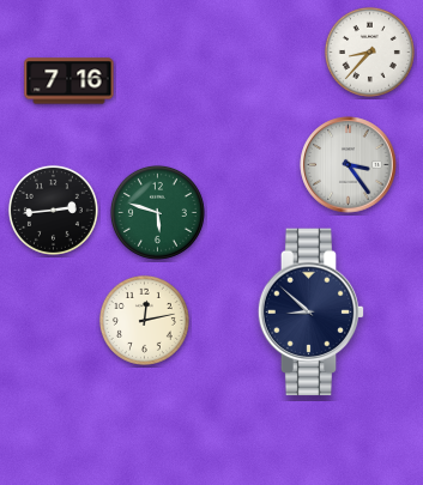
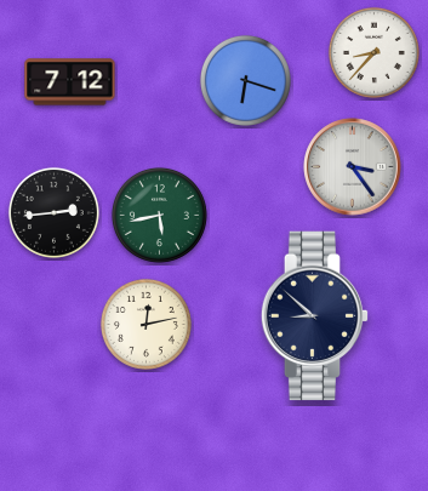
clock at (245, 80): none -> 6:18
clock at (70, 81): 7:16 -> 7:12
clock at (157, 212): 5:48 -> 5:43
